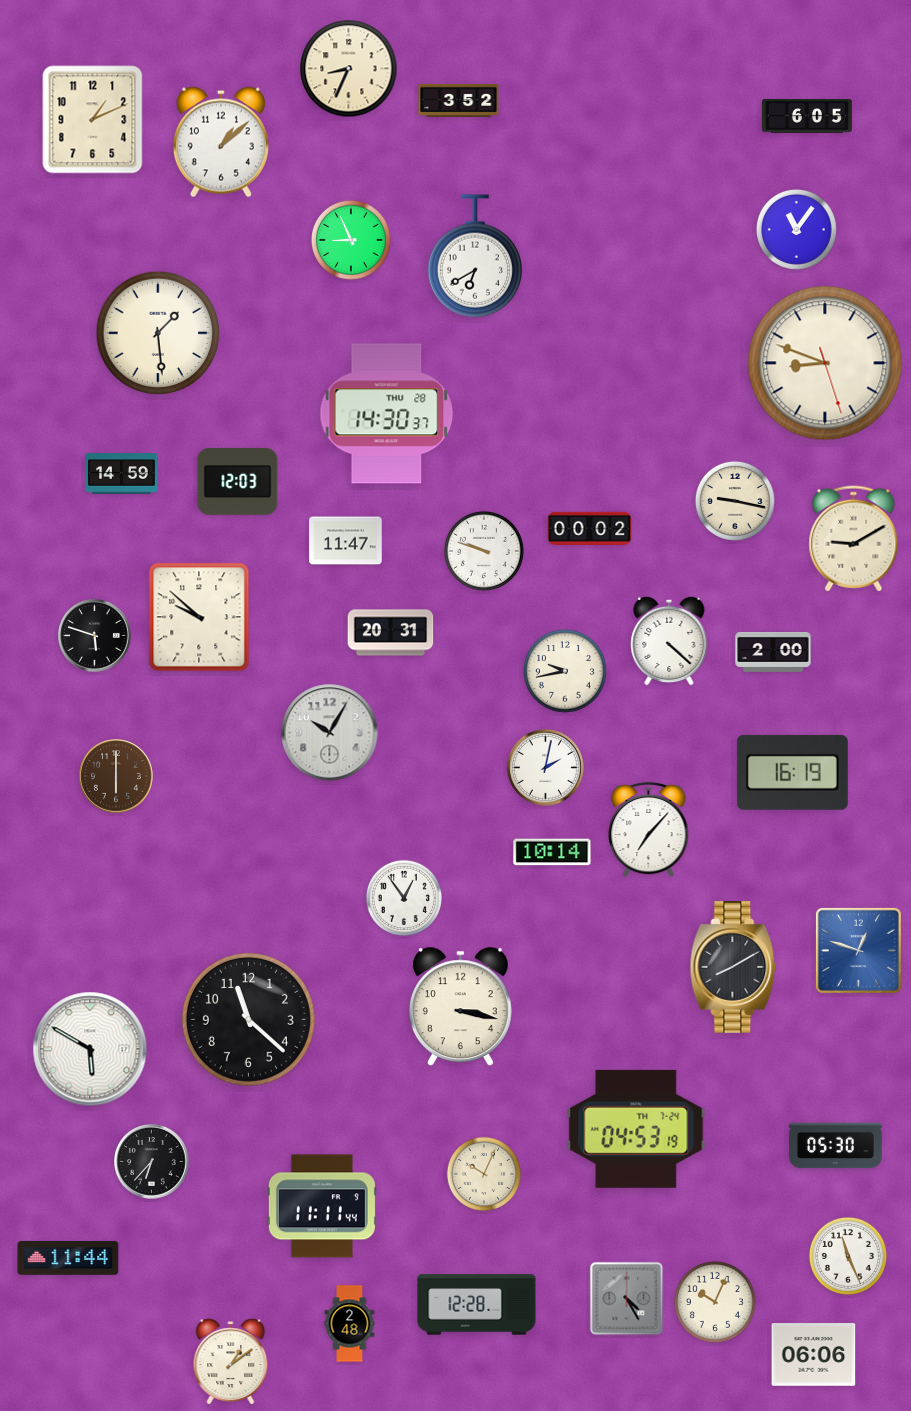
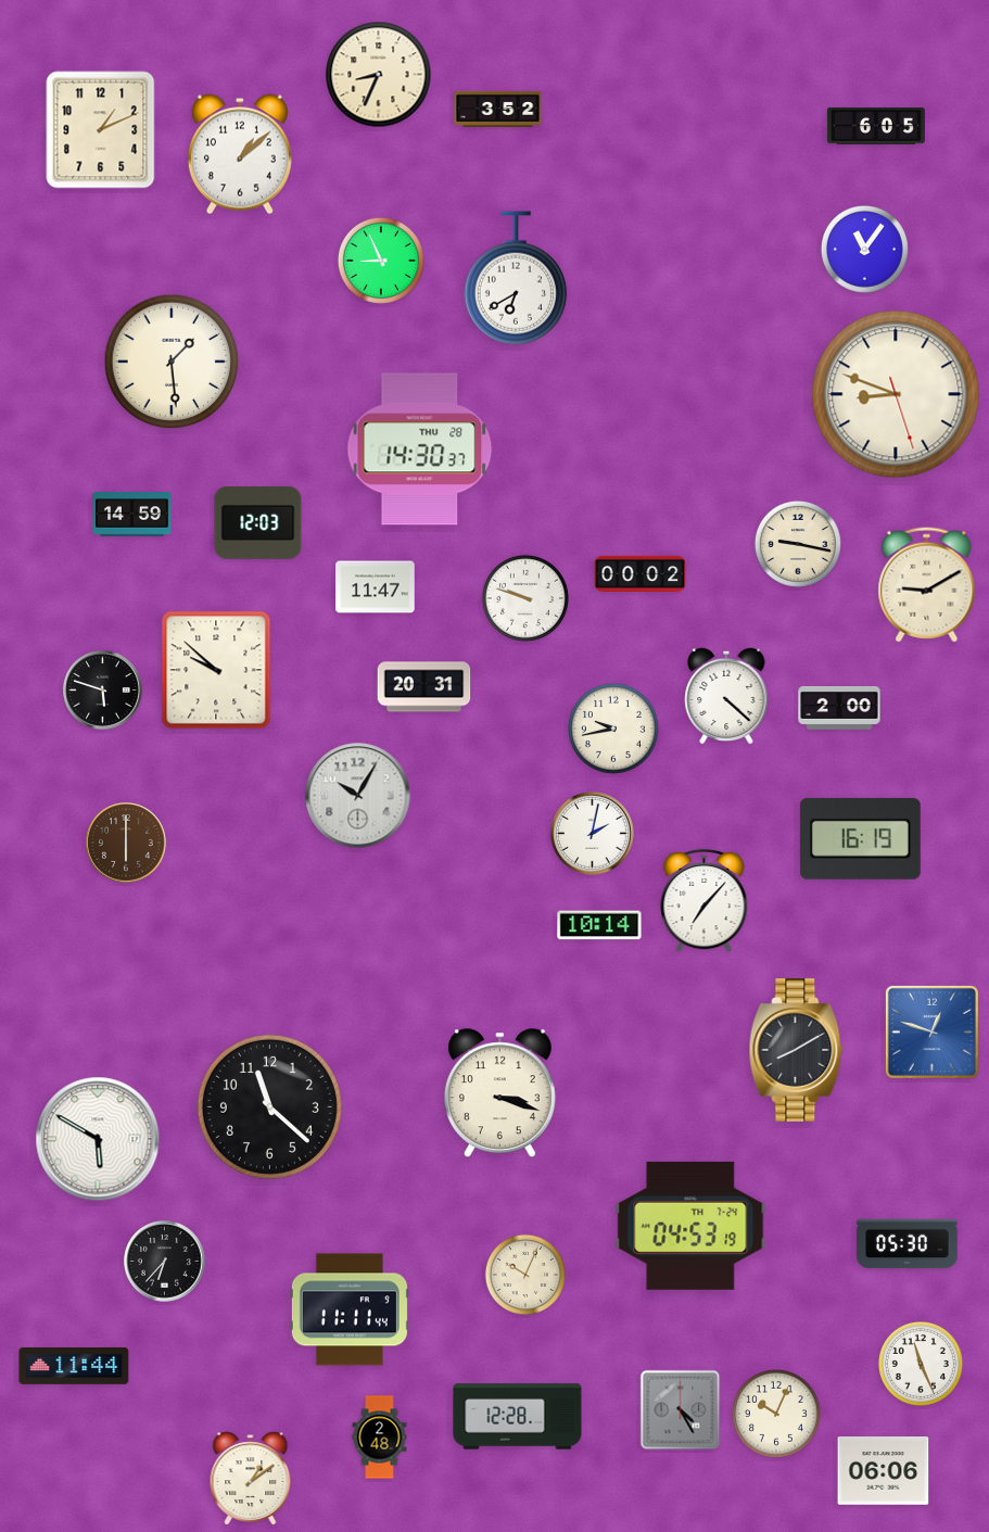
clock at (404, 898): 12:54 -> none
clock at (460, 1007): 3:17 -> 3:18
